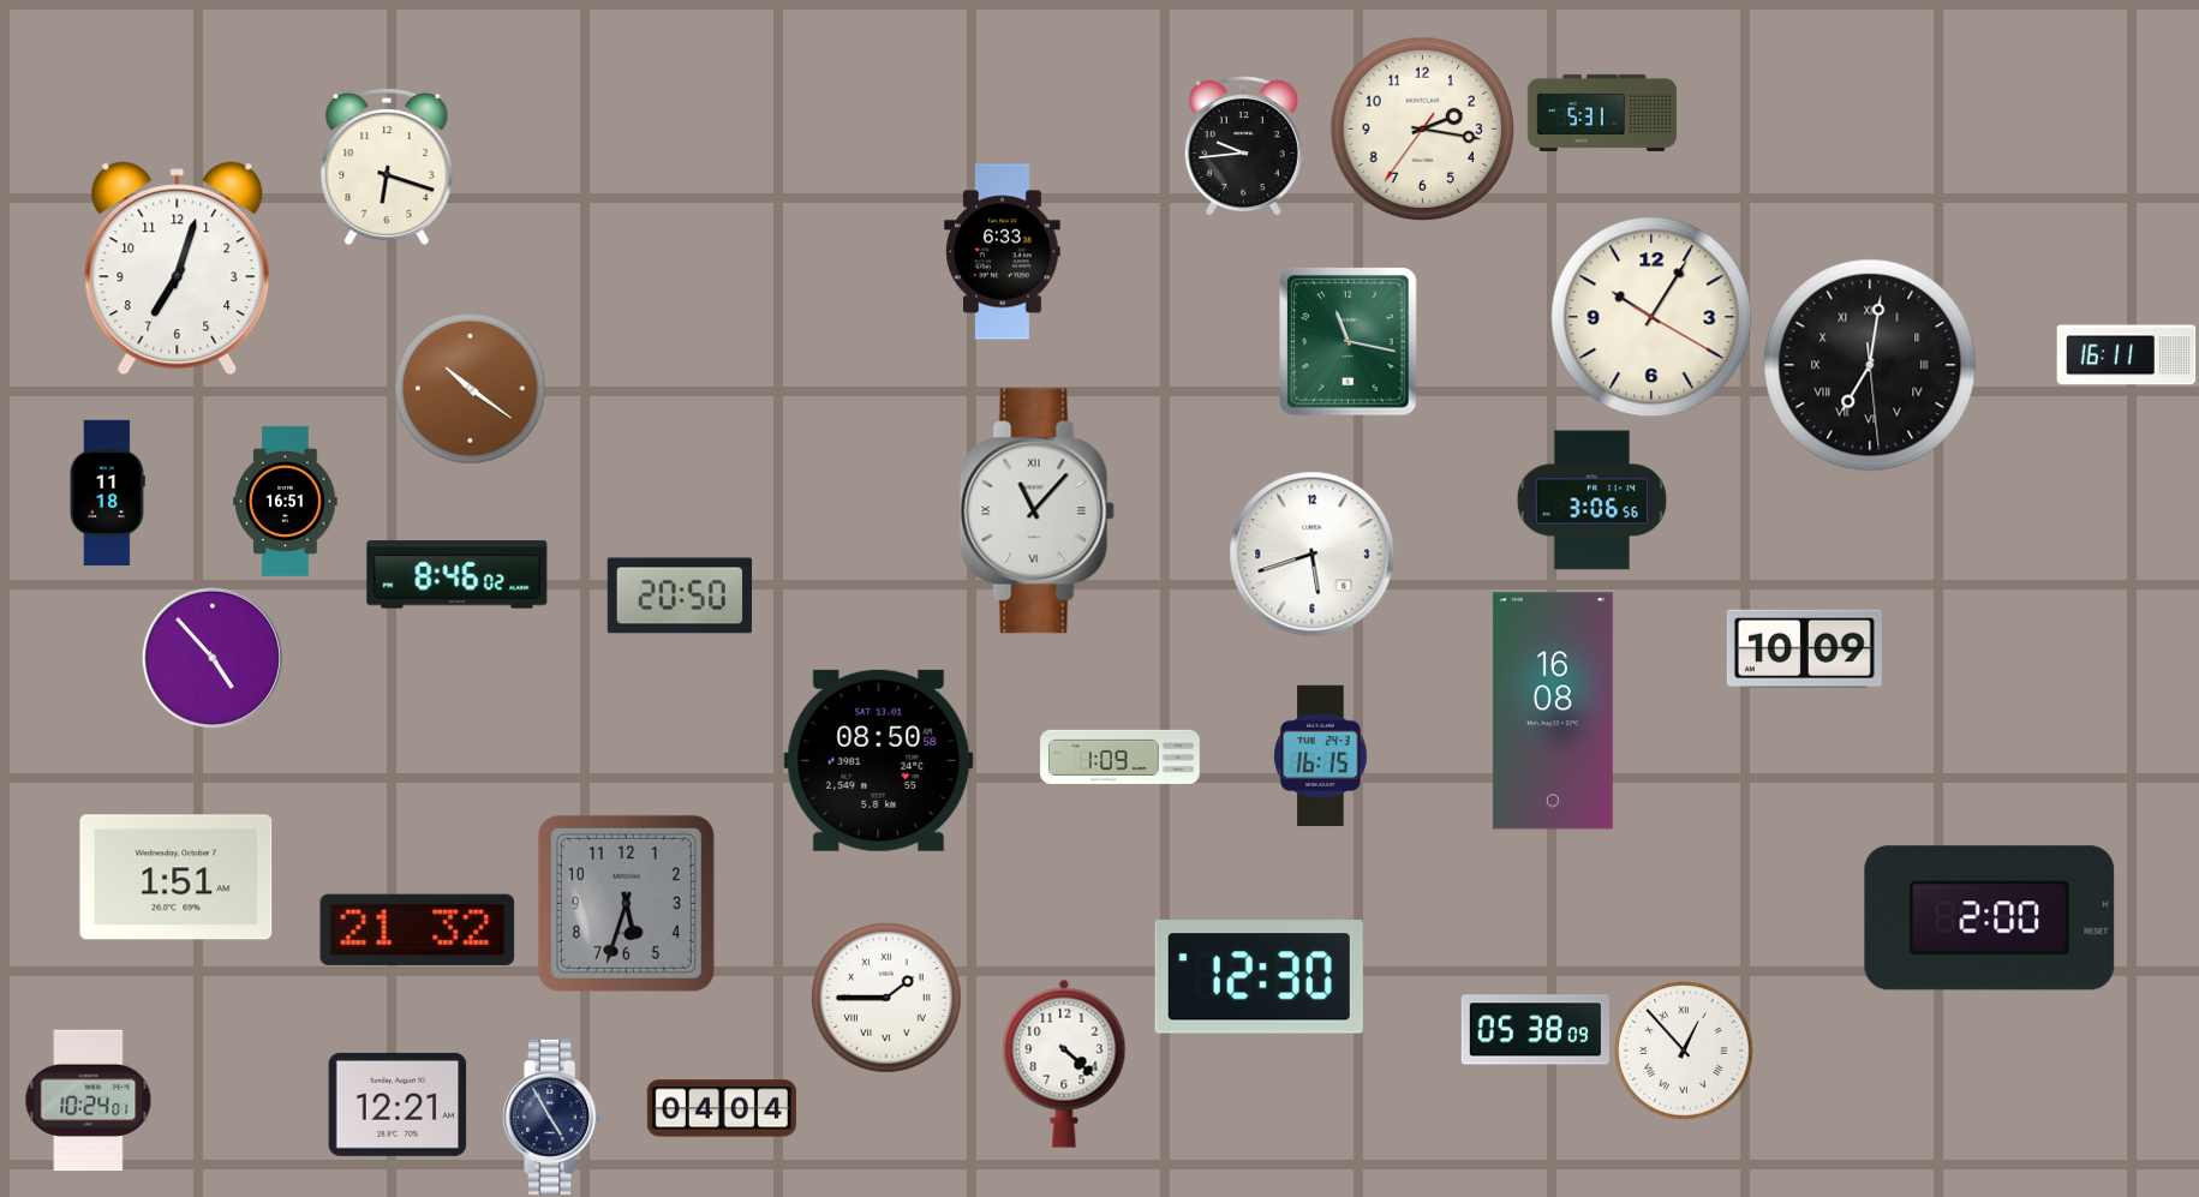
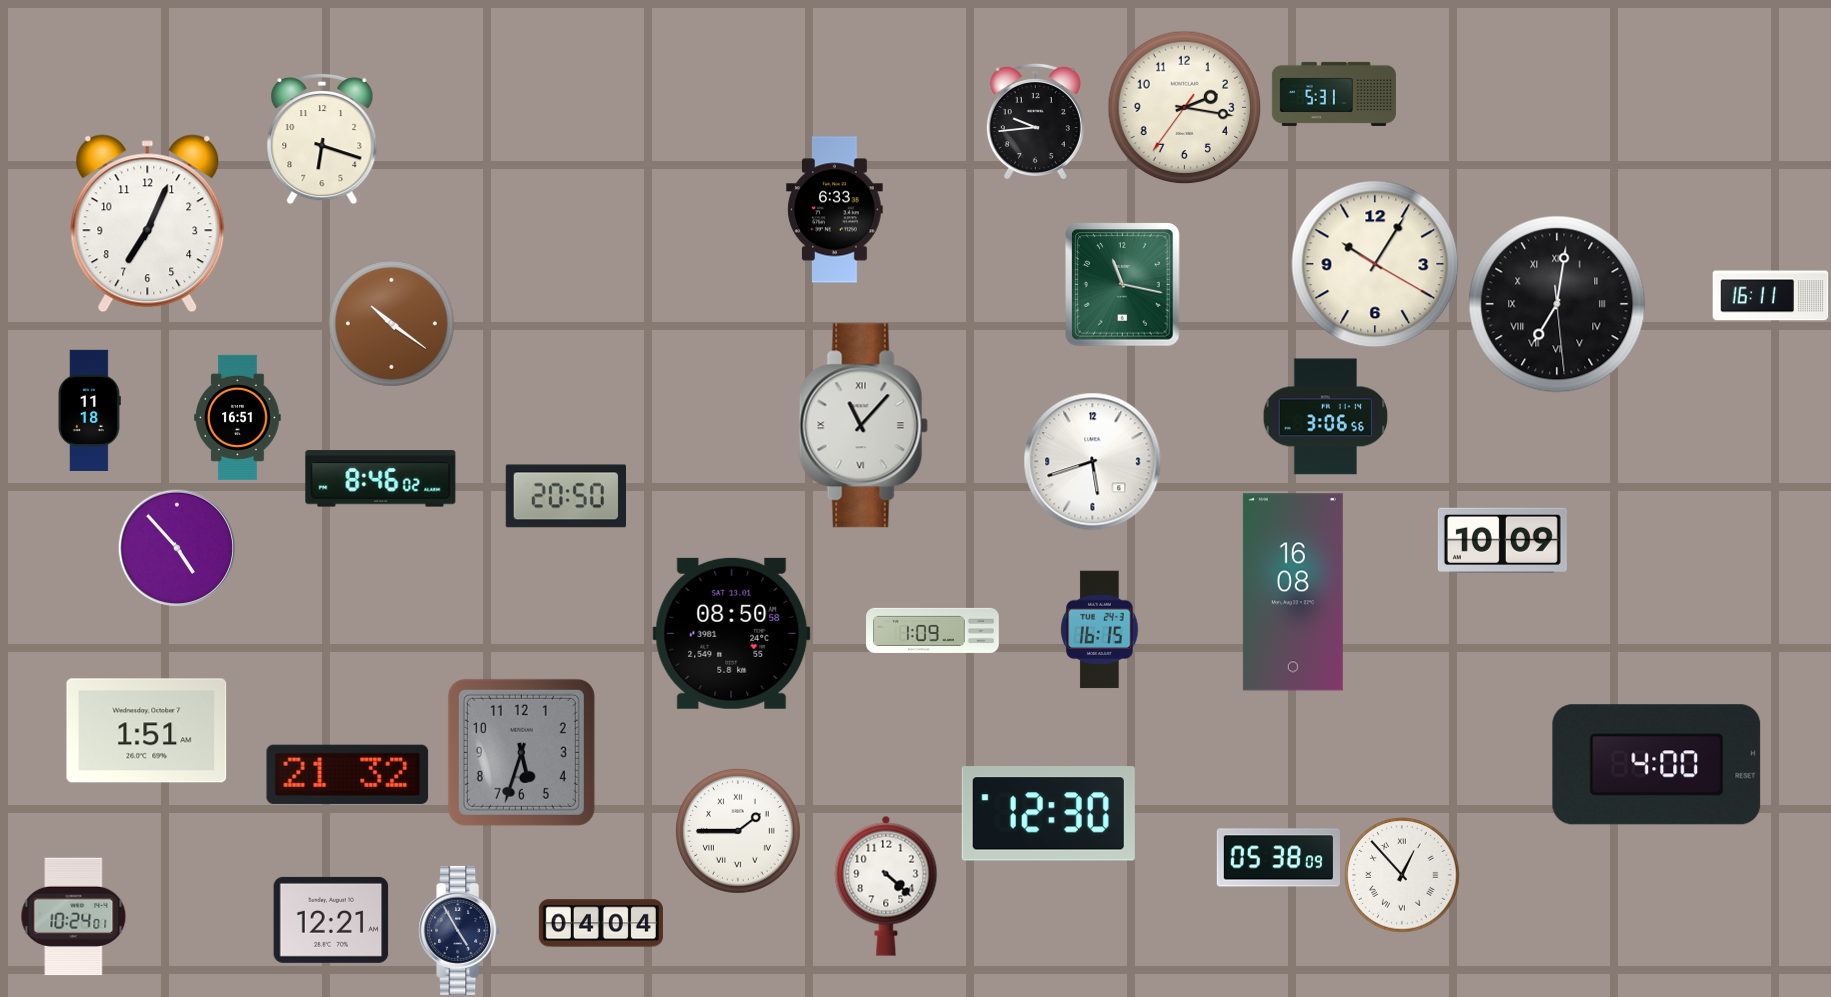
clock at (178, 269): 7:03 -> 7:04
clock at (1990, 918): 2:00 -> 4:00
